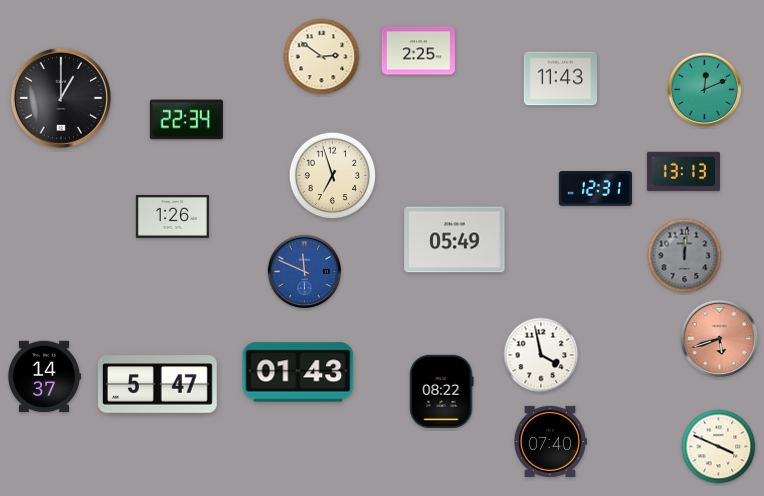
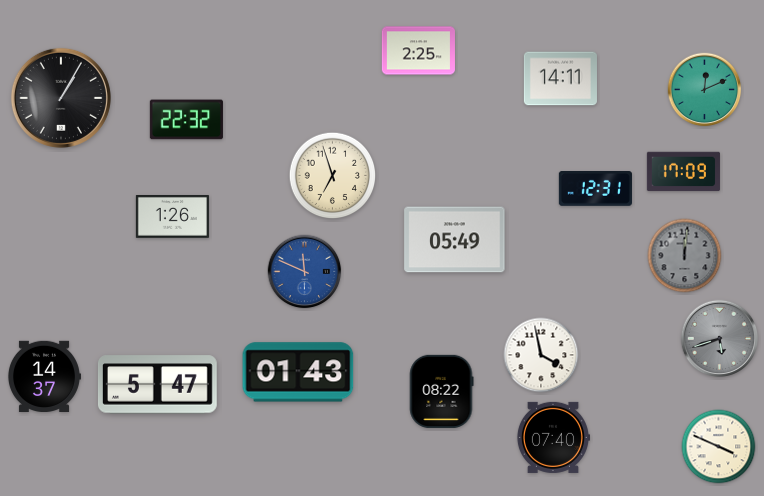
clock at (322, 57): 2:51 -> none
clock at (560, 79): 11:43 -> 14:11
clock at (61, 98): 1:00 -> 1:05
clock at (186, 120): 22:34 -> 22:32
clock at (683, 172): 13:13 -> 17:09
clock at (720, 339) dial: salmon -> grey
clock at (550, 441) position: (550, 441) -> (553, 437)
